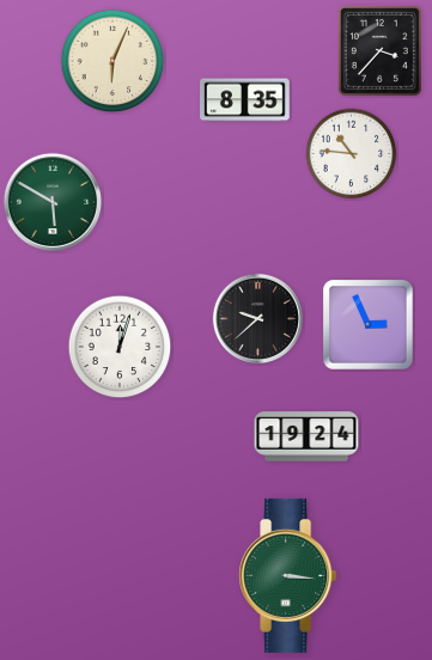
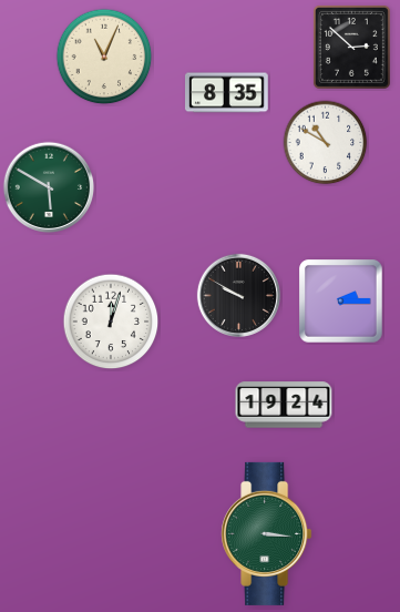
clock at (379, 50): 3:37 -> 2:52
clock at (112, 61): 6:04 -> 11:04
clock at (352, 154): 10:46 -> 10:50
clock at (257, 318): 9:38 -> 9:50
clock at (369, 325): 2:56 -> 2:15
